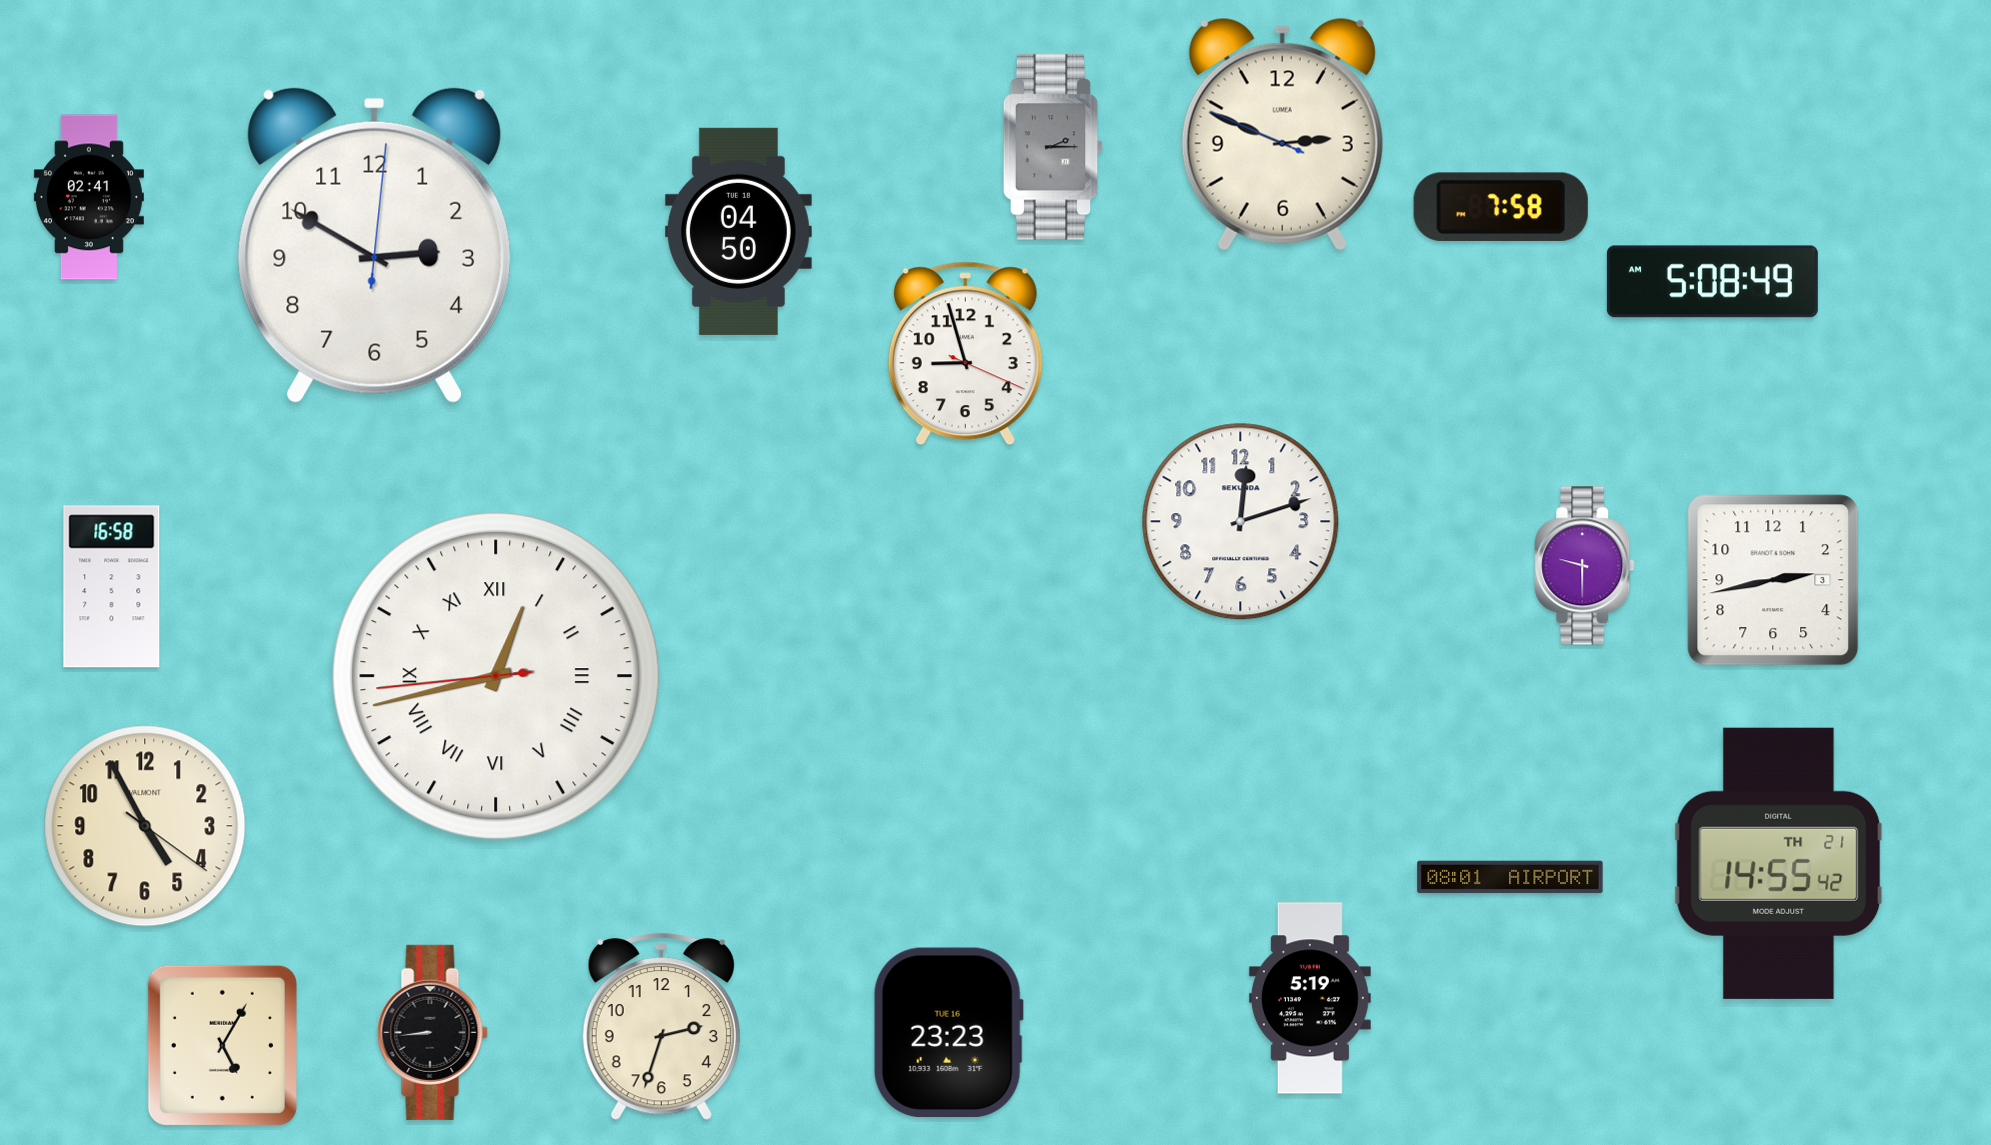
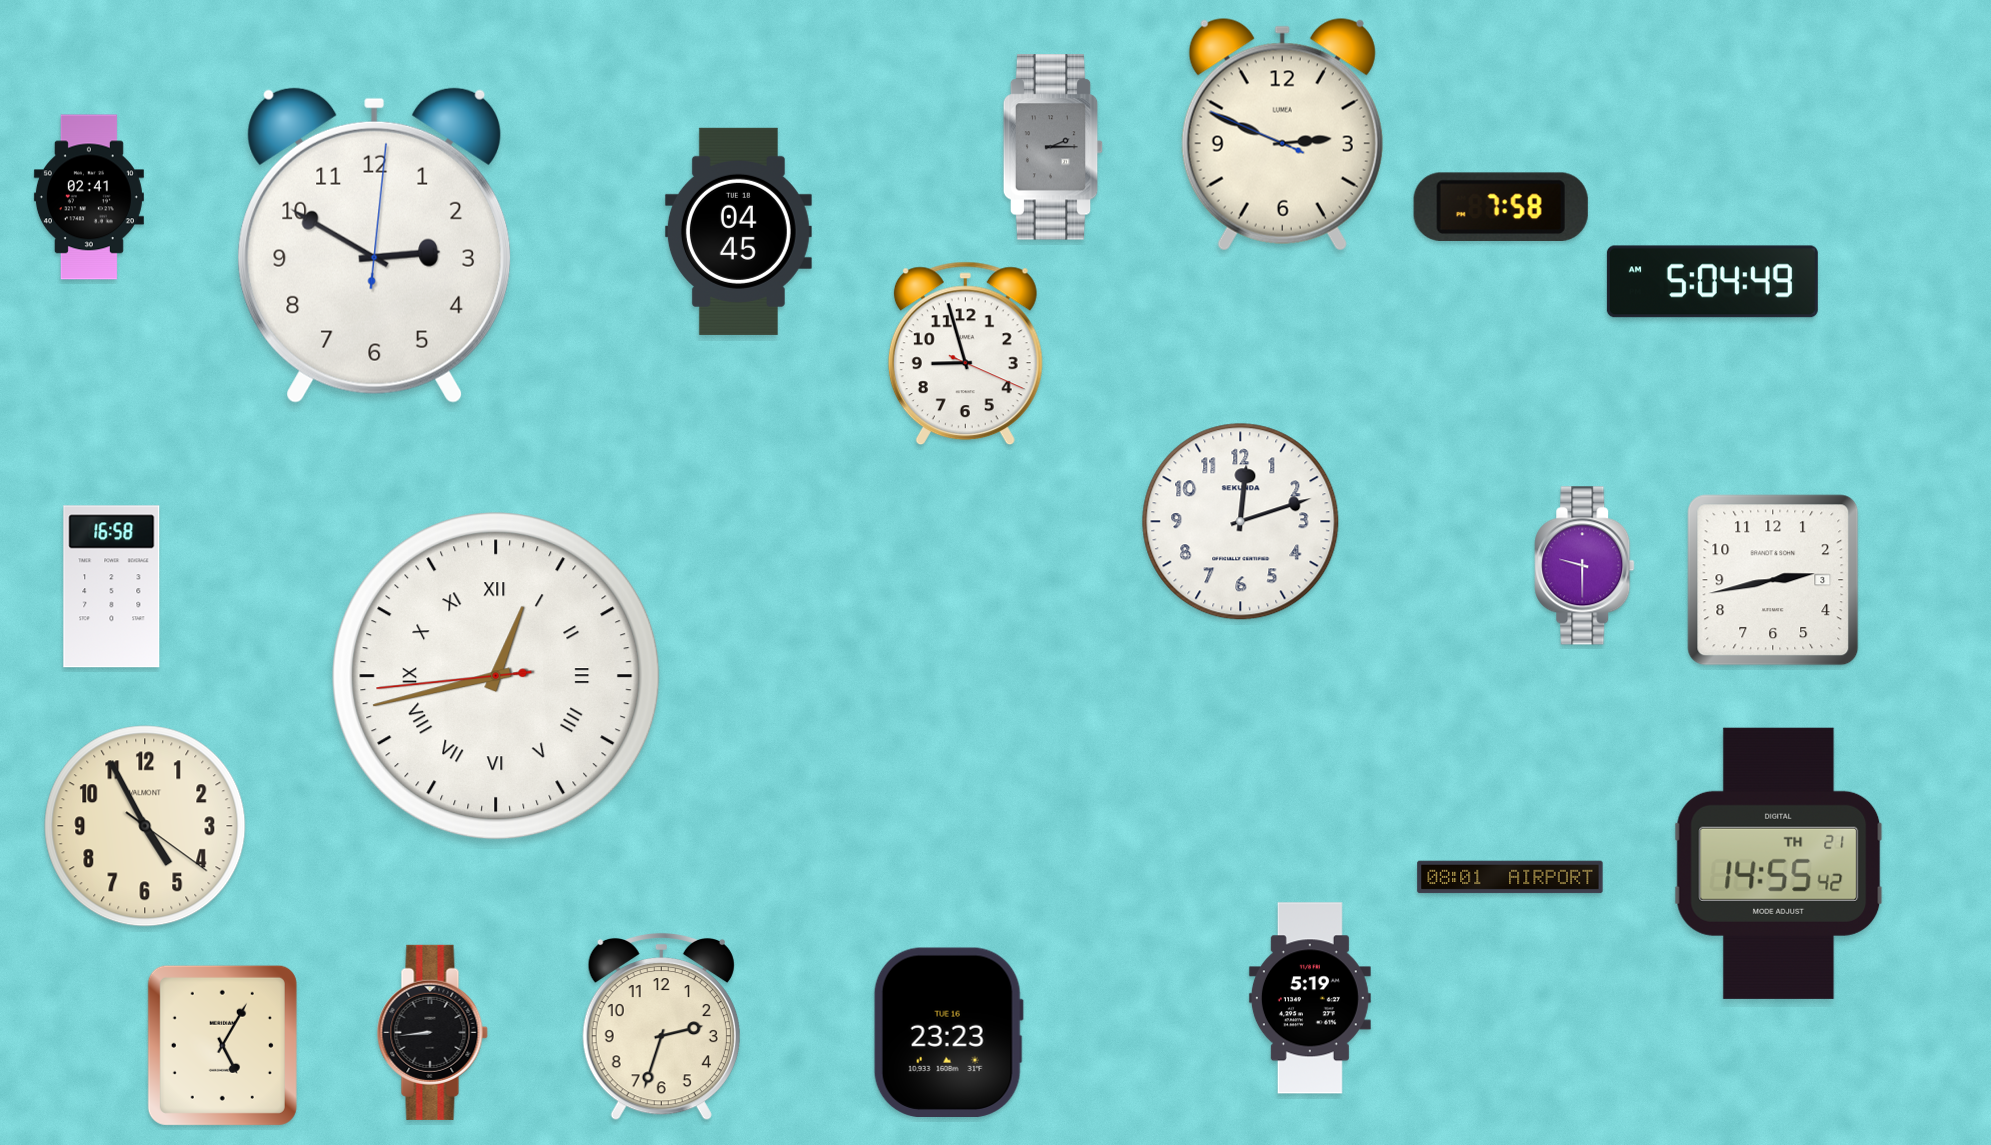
clock at (738, 231): 04:50 -> 04:45
clock at (1712, 282): 5:08 -> 5:04
